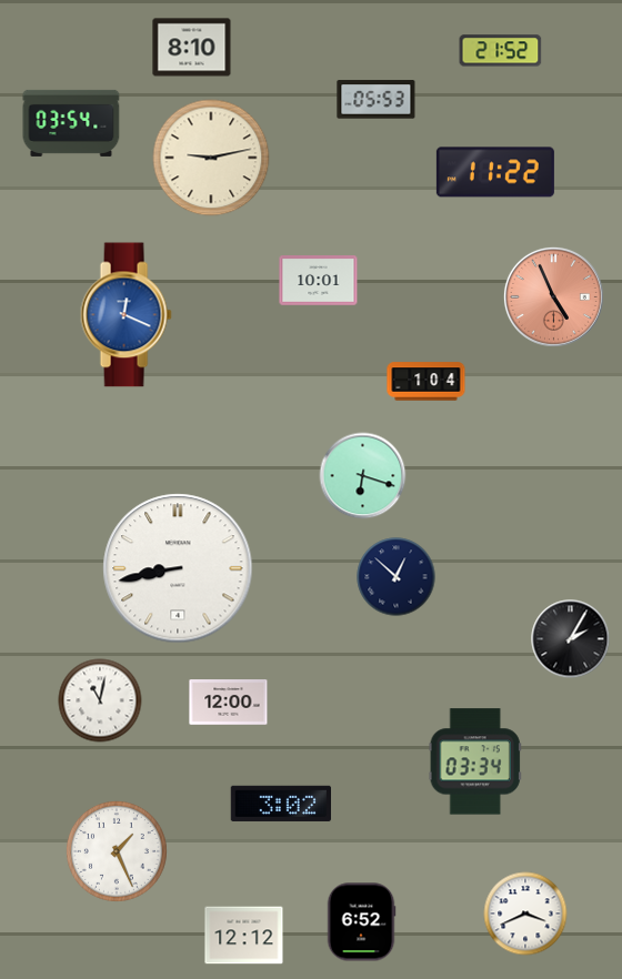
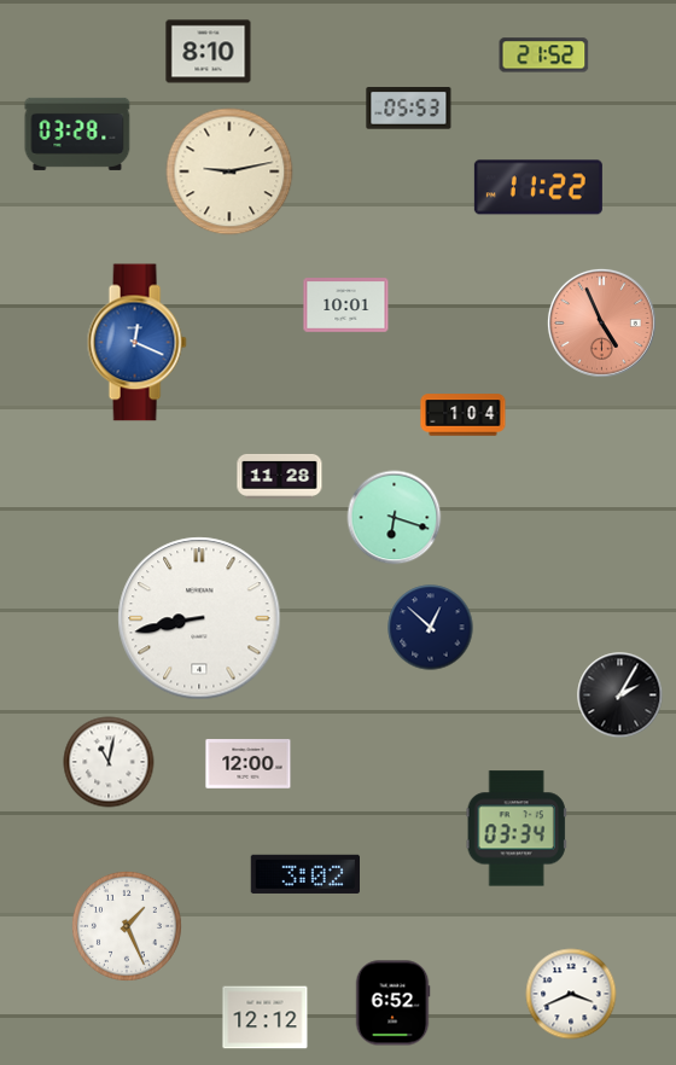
clock at (71, 123): 03:54 -> 03:28
clock at (280, 476): none -> 11:28
clock at (178, 568) position: (178, 568) -> (199, 618)
